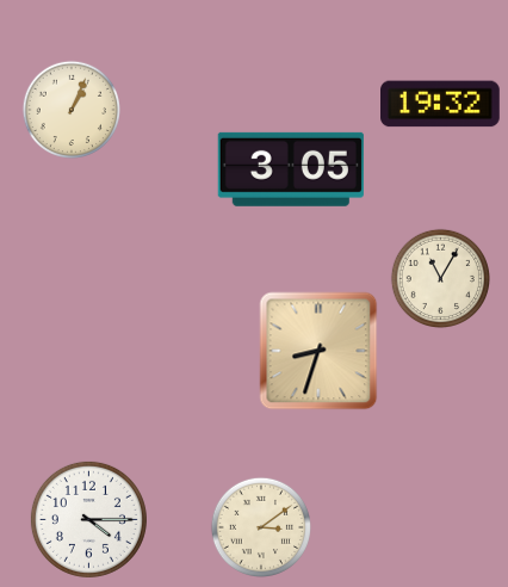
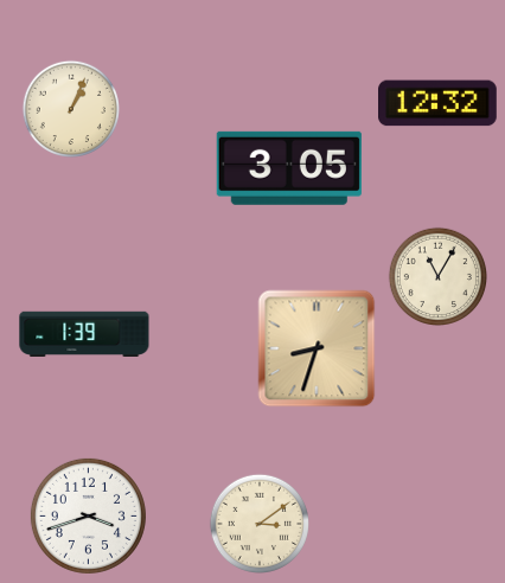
clock at (441, 104): 19:32 -> 12:32
clock at (84, 333): none -> 1:39
clock at (88, 519): 4:15 -> 3:42
